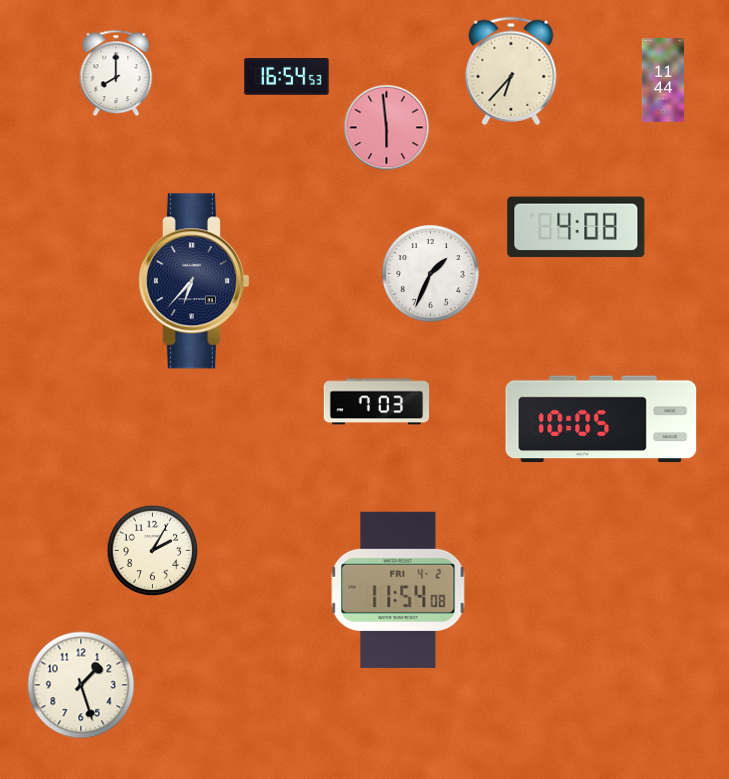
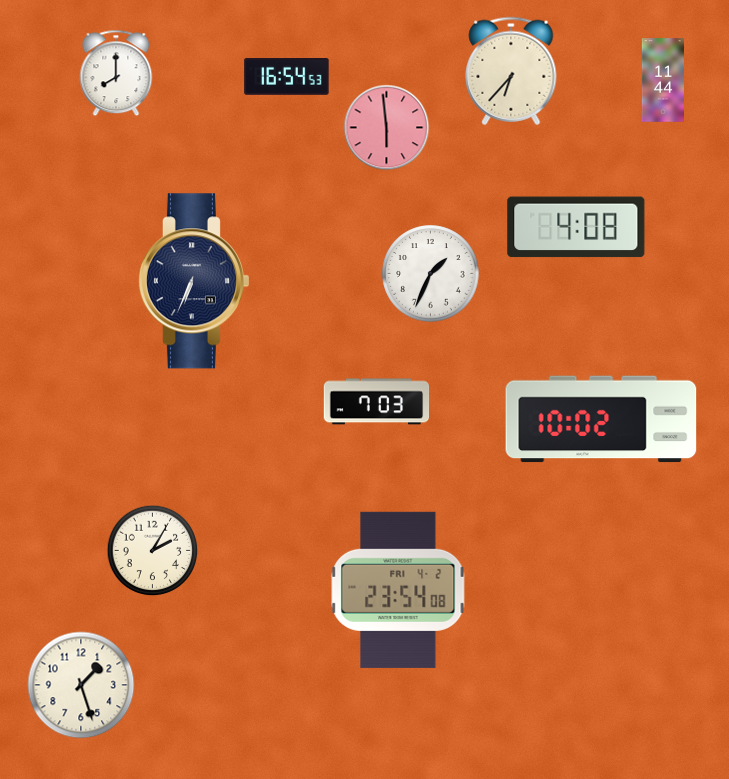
clock at (193, 281): 6:37 -> 6:34
clock at (601, 419): 10:05 -> 10:02
clock at (398, 590): 11:54 -> 23:54
